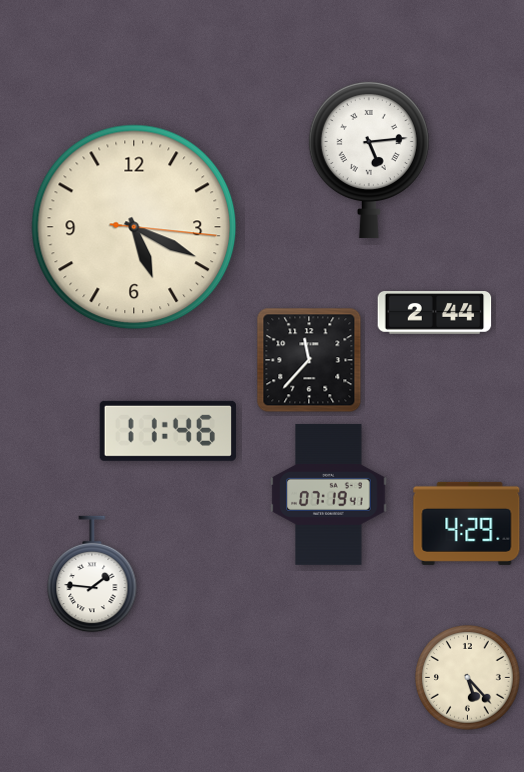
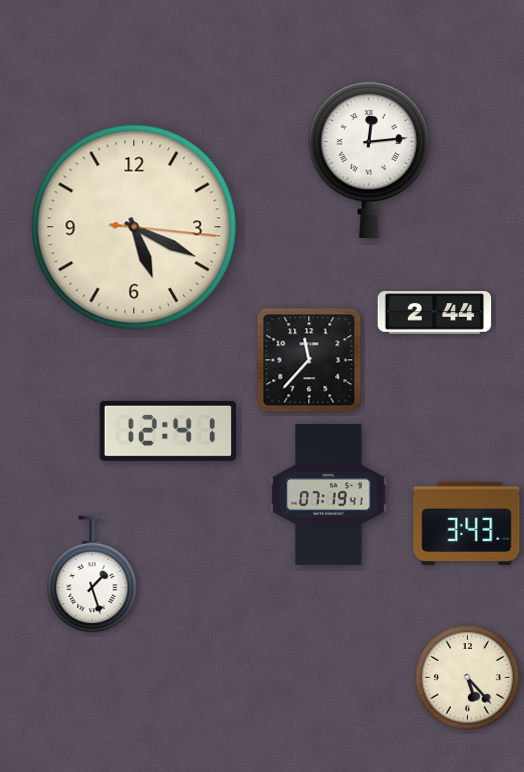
clock at (369, 160): 5:14 -> 12:14
clock at (168, 431): 11:46 -> 12:41
clock at (467, 523): 4:29 -> 3:43
clock at (92, 574): 1:46 -> 1:27
